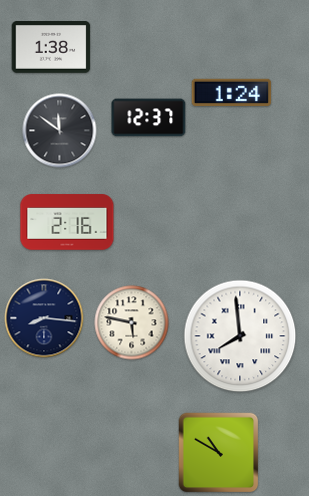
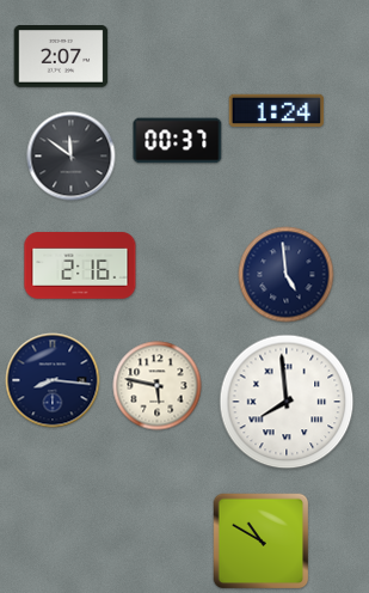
clock at (51, 48): 1:38 -> 2:07
clock at (149, 118): 12:37 -> 00:37
clock at (287, 275): none -> 4:59
